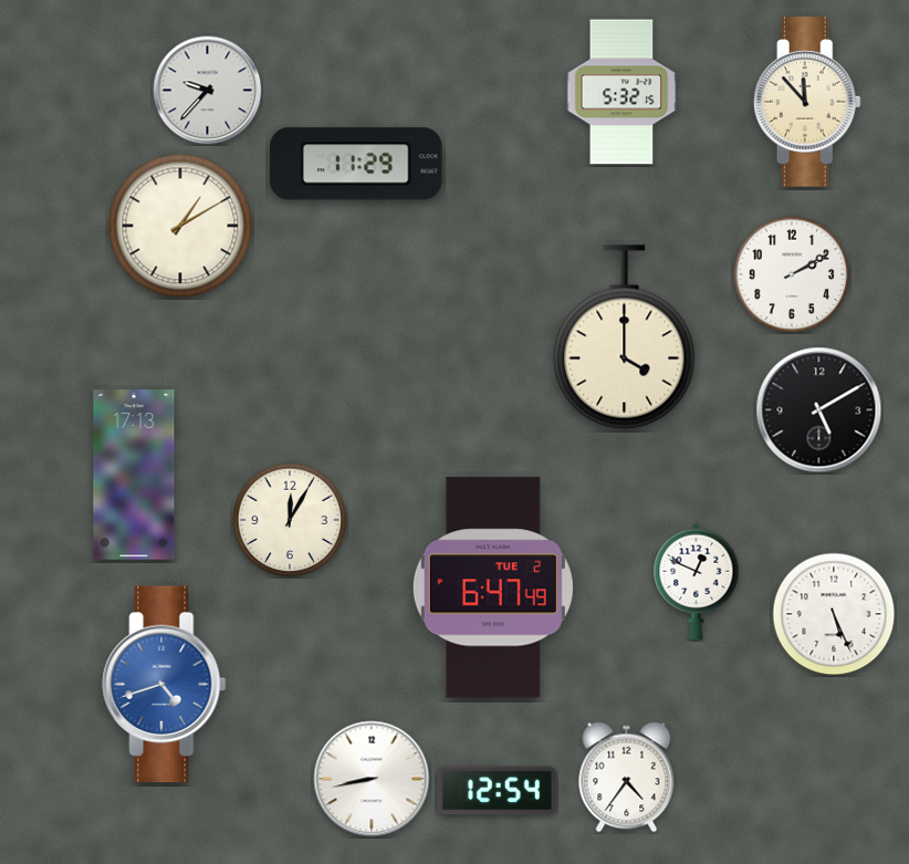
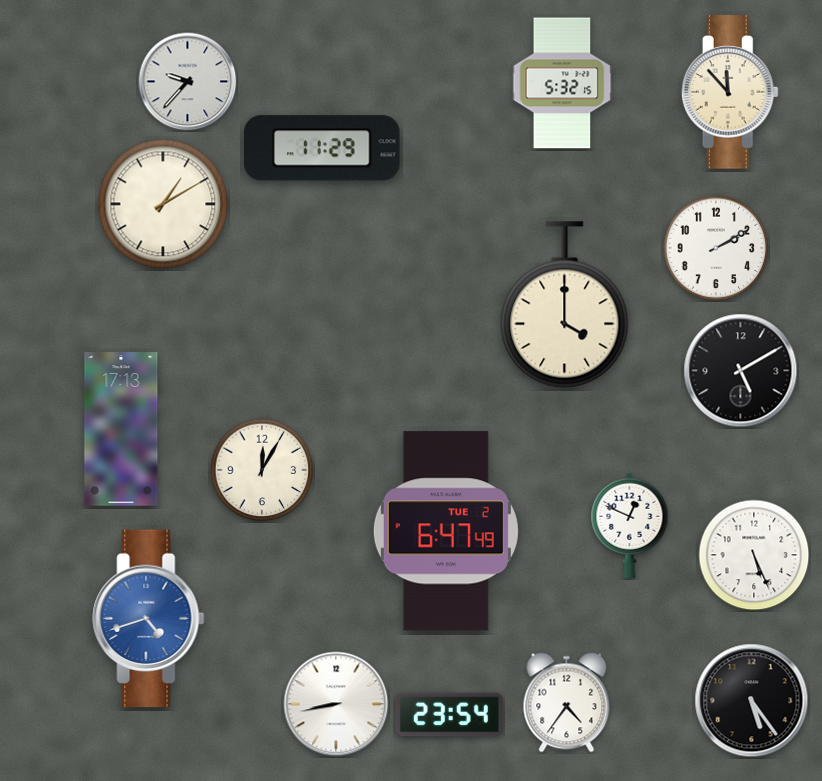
clock at (752, 701): none -> 5:24
clock at (497, 791): 12:54 -> 23:54
